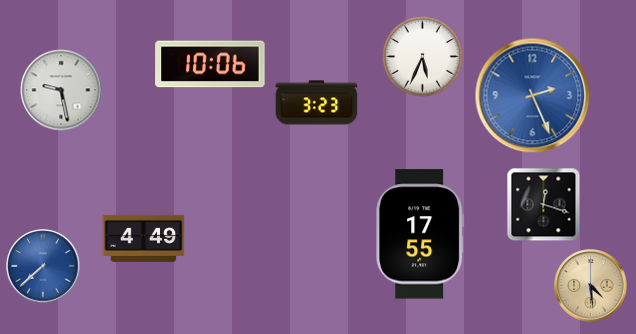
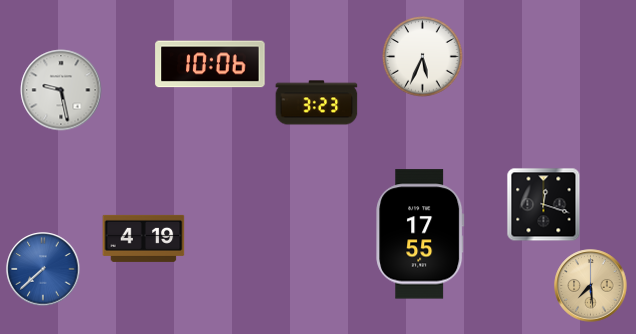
clock at (533, 96): 2:26 -> none
clock at (144, 238): 4:49 -> 4:19
clock at (43, 266) position: (43, 266) -> (43, 269)
clock at (591, 286): 4:29 -> 7:29
